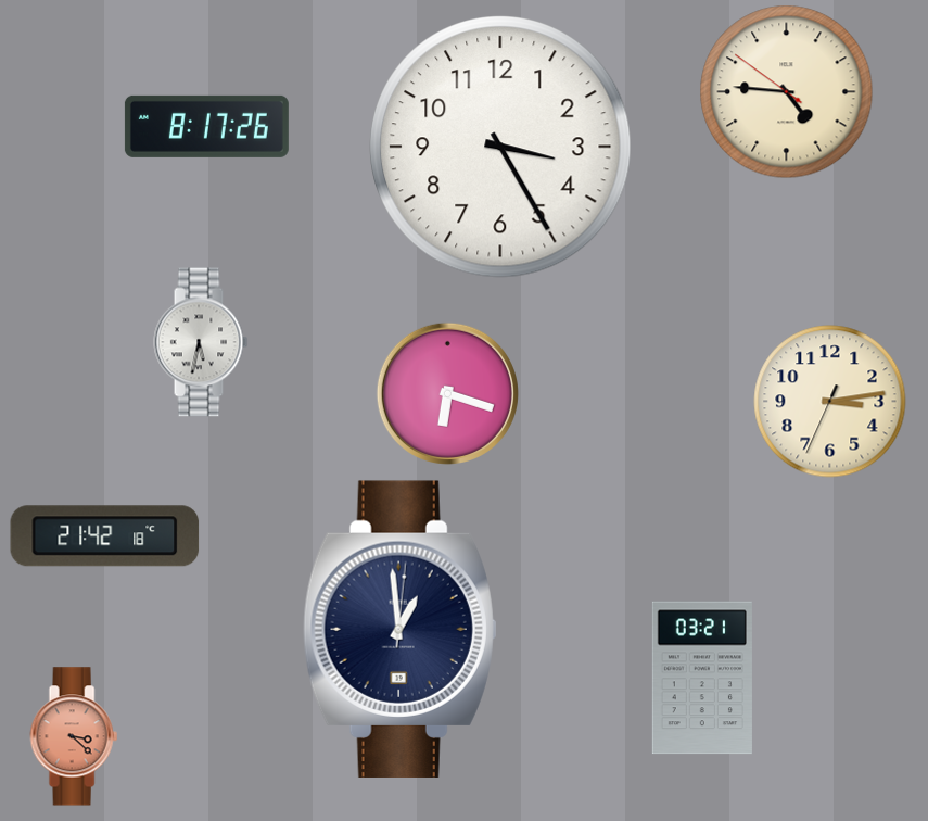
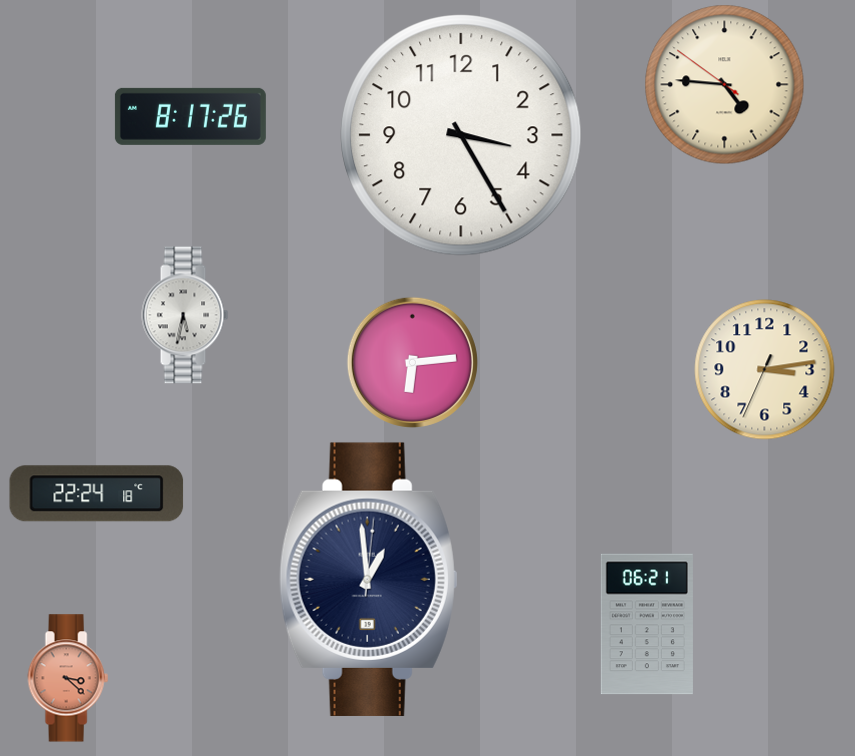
clock at (447, 393): 6:18 -> 6:14
clock at (105, 536): 21:42 -> 22:24
clock at (702, 678): 03:21 -> 06:21
